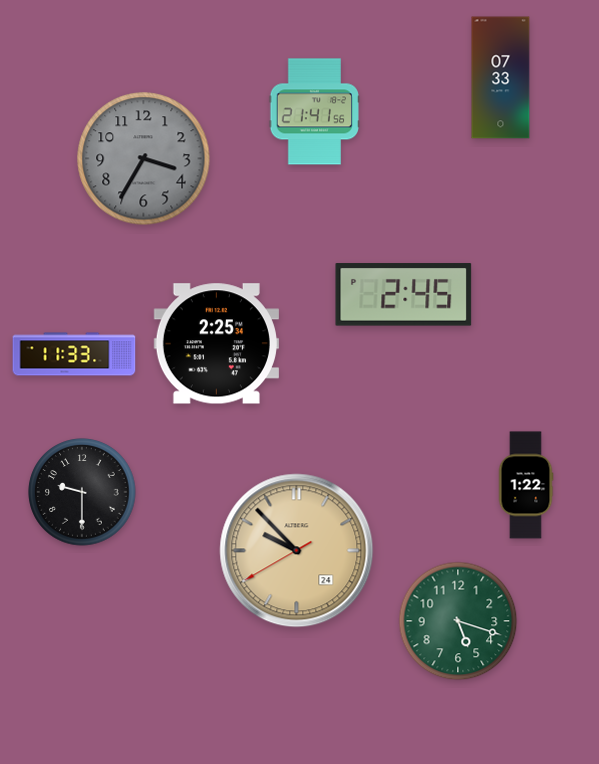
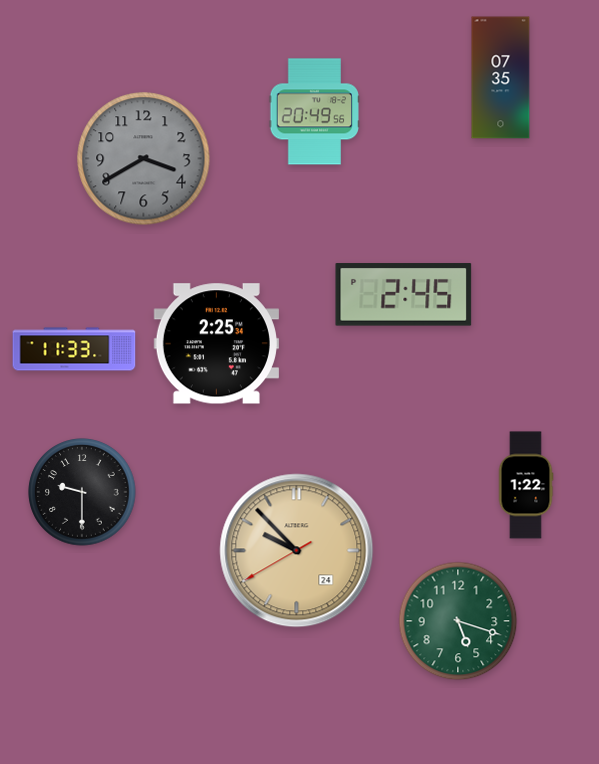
clock at (501, 78): 07:33 -> 07:35
clock at (315, 112): 21:41 -> 20:49
clock at (144, 159): 3:35 -> 3:40
clock at (74, 354) position: (74, 354) -> (74, 349)
